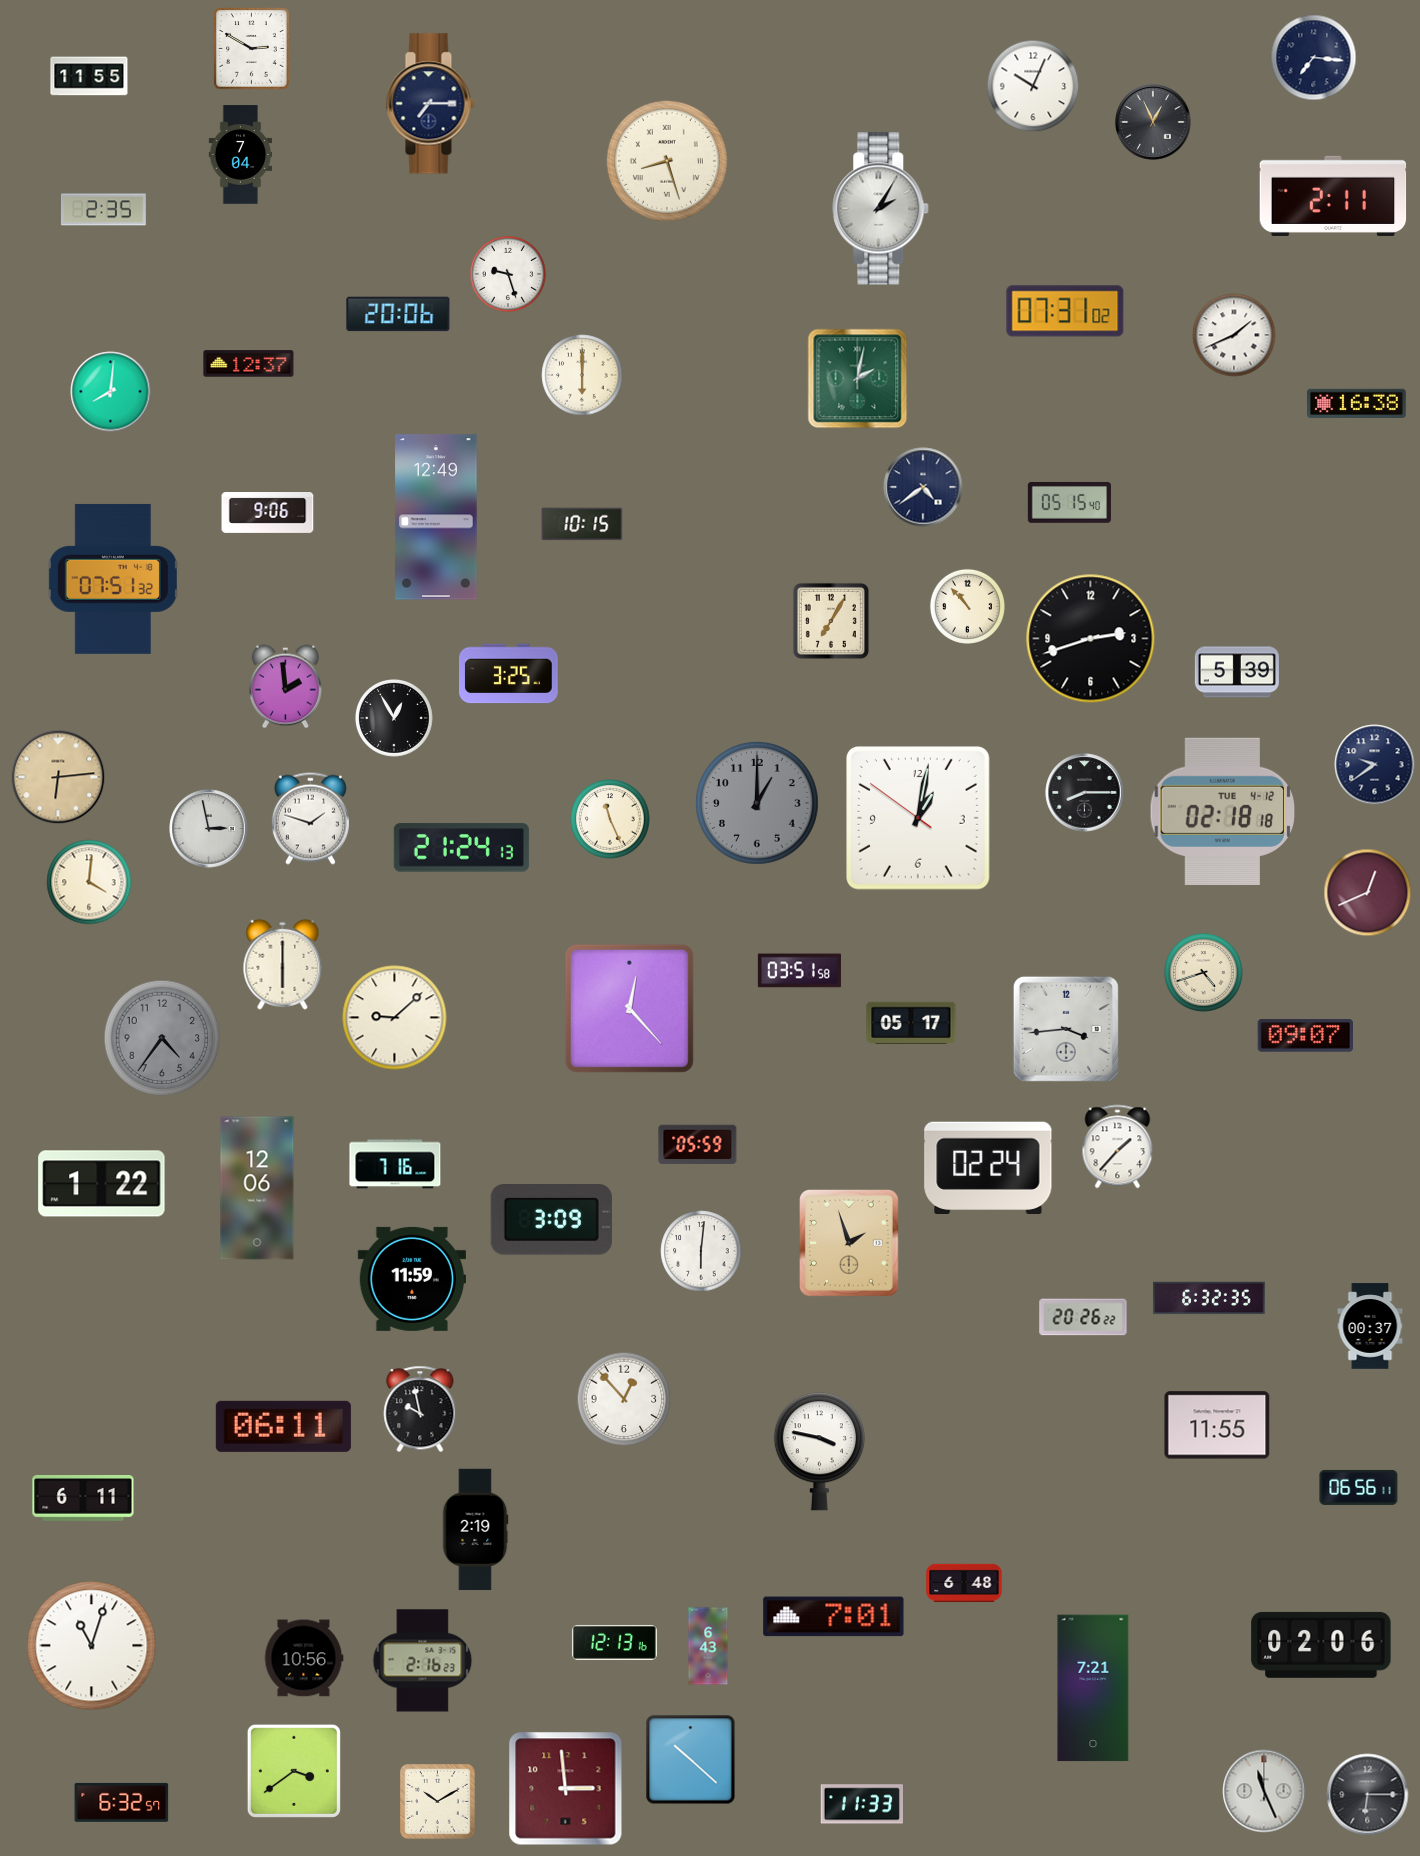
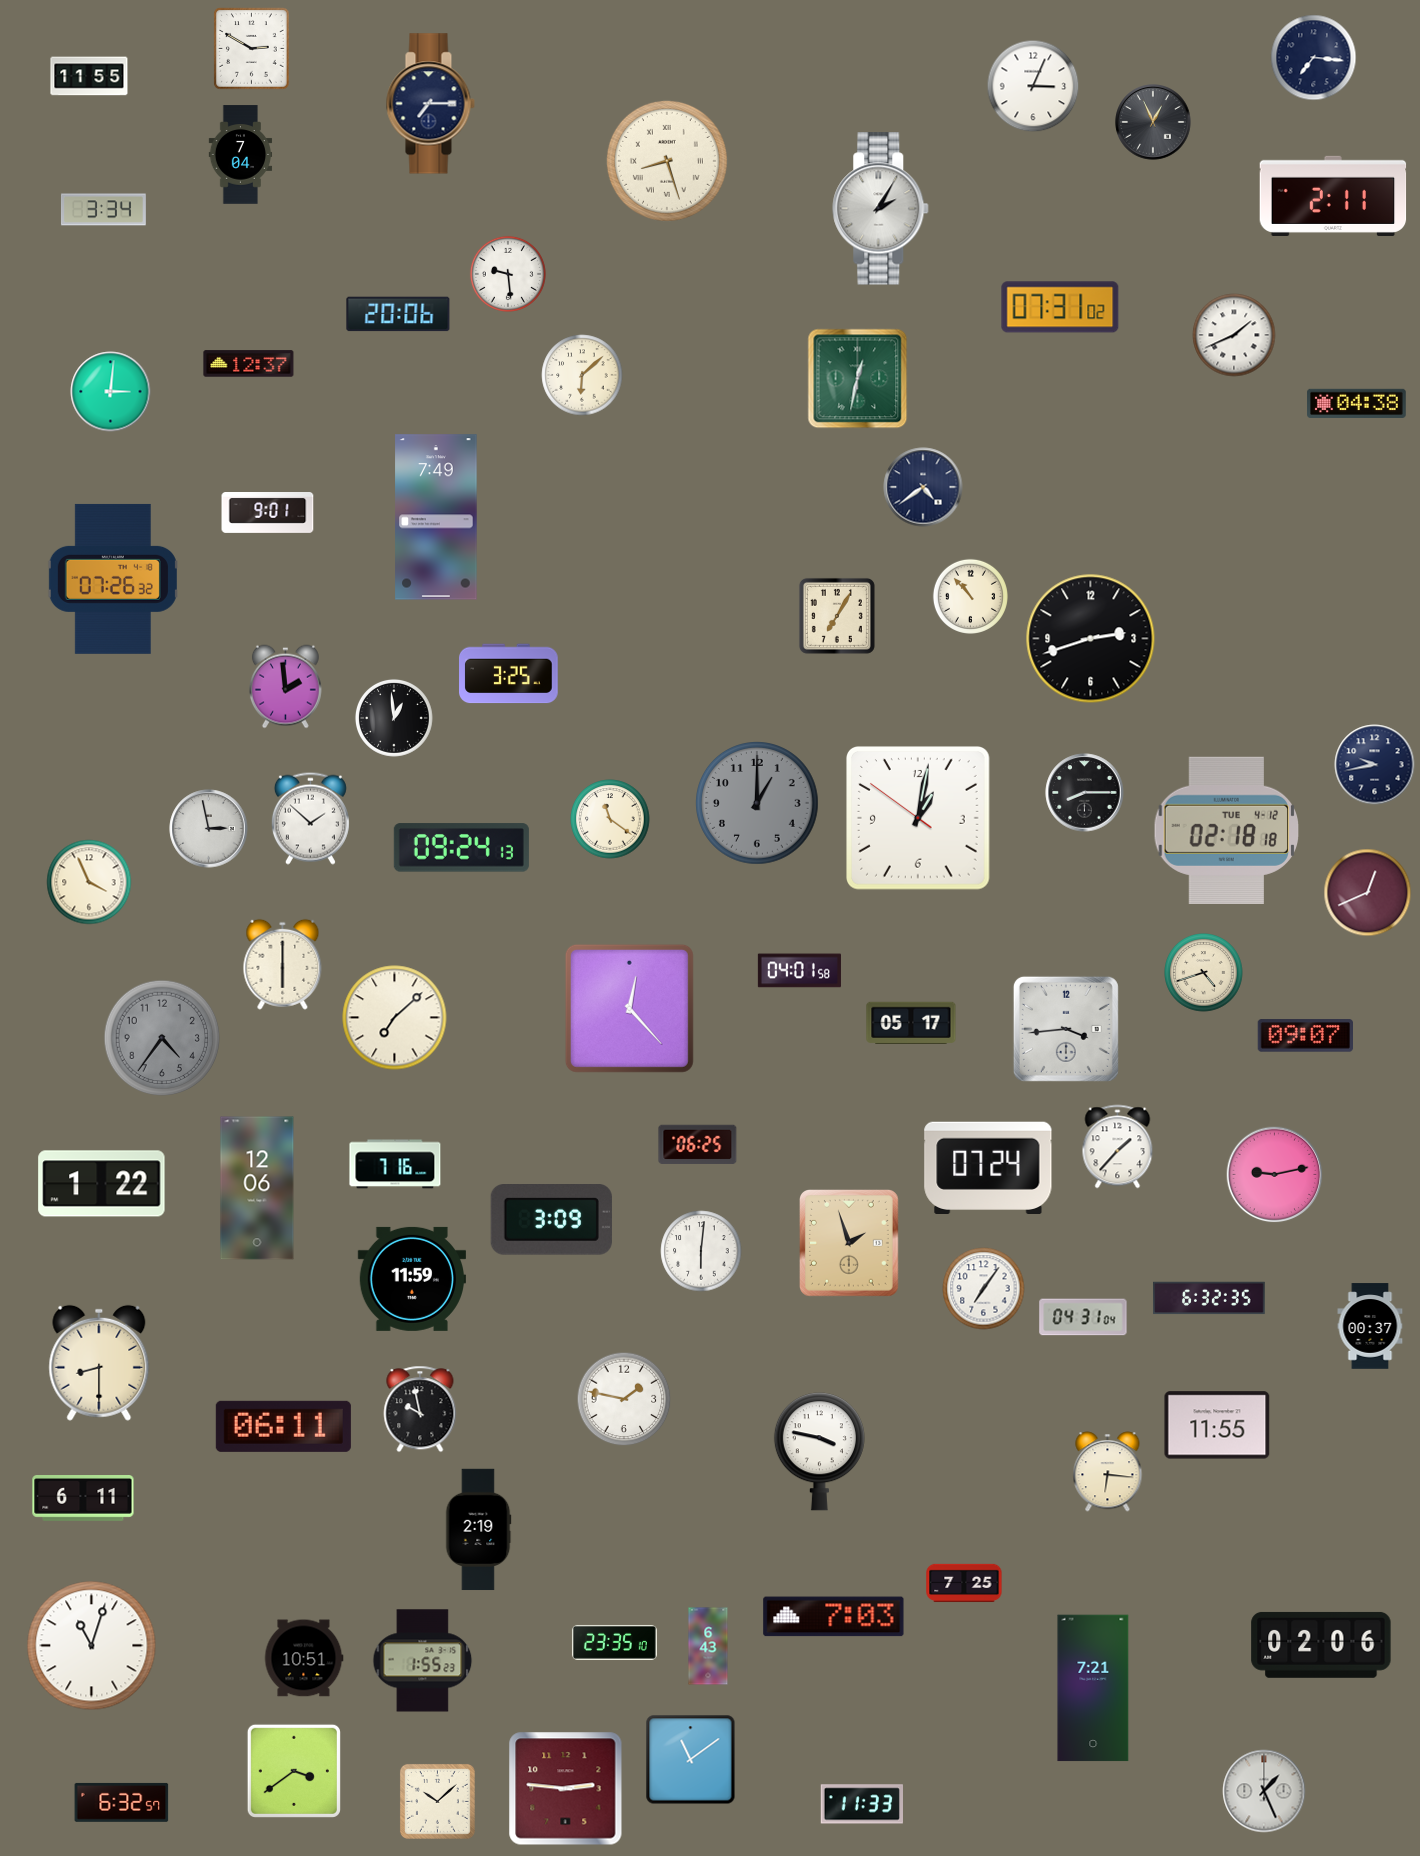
clock at (1033, 86): 10:04 -> 3:04
clock at (103, 210): 2:35 -> 3:34
clock at (508, 274): 9:27 -> 9:29
clock at (1065, 311) position: (1065, 311) -> (1060, 307)
clock at (582, 375): 6:00 -> 6:08
clock at (858, 379): 2:02 -> 12:32
clock at (111, 392): 8:01 -> 3:01
clock at (1357, 403): 16:38 -> 04:38
clock at (1069, 502): 05:15 -> none
clock at (268, 513): 9:06 -> 9:01
clock at (436, 517): 12:49 -> 7:49
clock at (582, 524): 10:15 -> none
clock at (113, 579): 07:51 -> 07:26
clock at (967, 606) position: (967, 606) -> (970, 596)
clock at (831, 621) position: (831, 621) -> (837, 616)
clock at (1237, 672): 5:39 -> none
clock at (394, 718): 12:55 -> 12:59
clock at (1375, 765): 9:39 -> 9:43
clock at (58, 777): 6:14 -> none
clock at (1223, 811) position: (1223, 811) -> (1227, 830)
clock at (310, 818): 1:48 -> 1:52
clock at (610, 819): 11:26 -> 11:21
clock at (461, 848): 21:24 -> 09:24
clock at (89, 882): 4:01 -> 3:56
clock at (799, 971): 03:51 -> 04:01
clock at (395, 1018): 9:08 -> 7:08
clock at (698, 1144): 05:59 -> 06:25
clock at (988, 1167): 02:24 -> 07:24
clock at (1275, 1175): none -> 9:13
clock at (984, 1289): none -> 7:06
clock at (1083, 1317): 20:26 -> 04:31
clock at (99, 1363): none -> 8:30
clock at (624, 1399): 12:53 -> 1:47
clock at (1108, 1472): none -> 6:16
clock at (1359, 1487): 06:56 -> none
clock at (475, 1530) position: (475, 1530) -> (478, 1530)
clock at (964, 1583): 6:48 -> 7:25
clock at (834, 1617): 7:01 -> 7:03
clock at (614, 1642): 12:13 -> 23:35
clock at (304, 1658): 10:56 -> 10:51
clock at (423, 1661): 2:16 -> 1:55
clock at (691, 1760): 10:22 -> 11:09
clock at (566, 1789): 2:59 -> 2:46
clock at (1264, 1791): 11:26 -> 1:26
clock at (1368, 1795): 6:15 -> none
clock at (437, 1802): 10:10 -> 10:08
